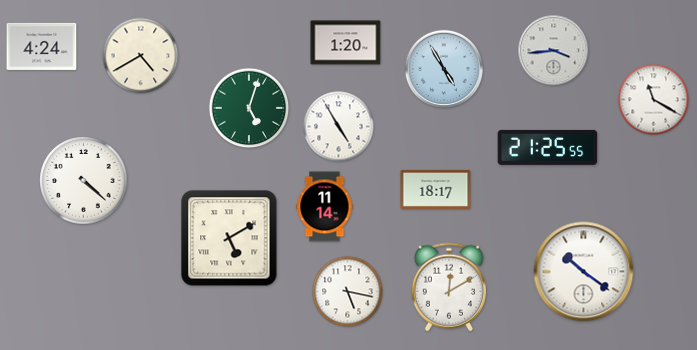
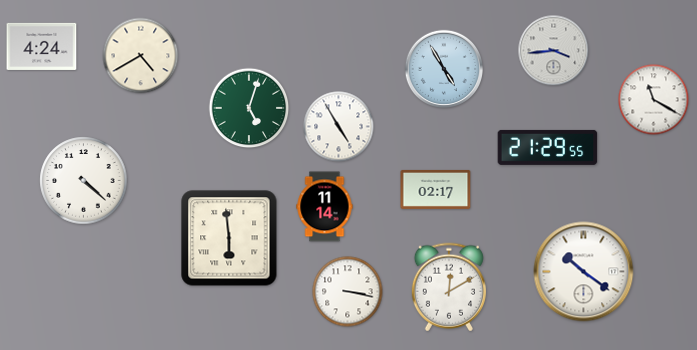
clock at (346, 43): 1:20 -> none
clock at (548, 147): 21:25 -> 21:29
clock at (436, 189): 18:17 -> 02:17
clock at (229, 238): 5:10 -> 5:59
clock at (348, 292): 5:17 -> 3:17
